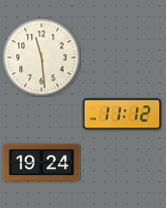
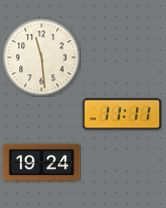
clock at (122, 114): 11:12 -> 11:11
